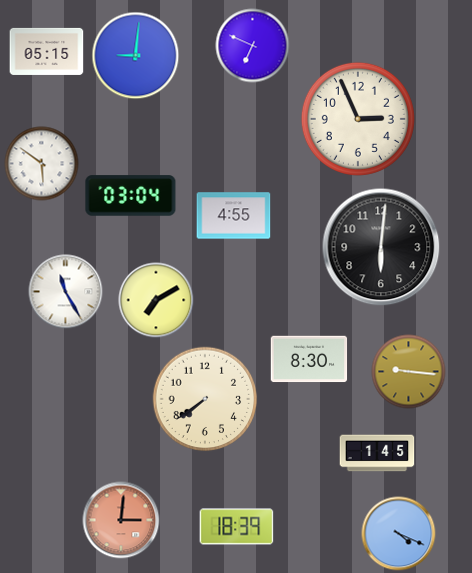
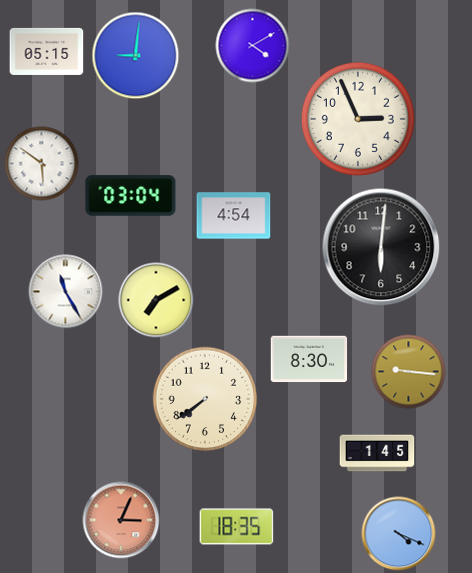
clock at (253, 46): 6:49 -> 4:10
clock at (234, 216): 4:55 -> 4:54
clock at (121, 520): 3:01 -> 3:04
clock at (237, 527): 18:39 -> 18:35
